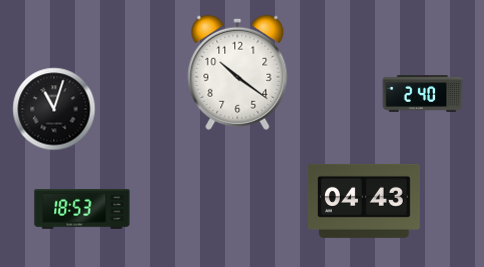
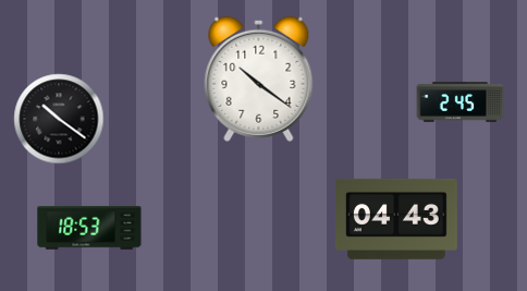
clock at (423, 94): 2:40 -> 2:45
clock at (54, 109): 11:03 -> 10:21
